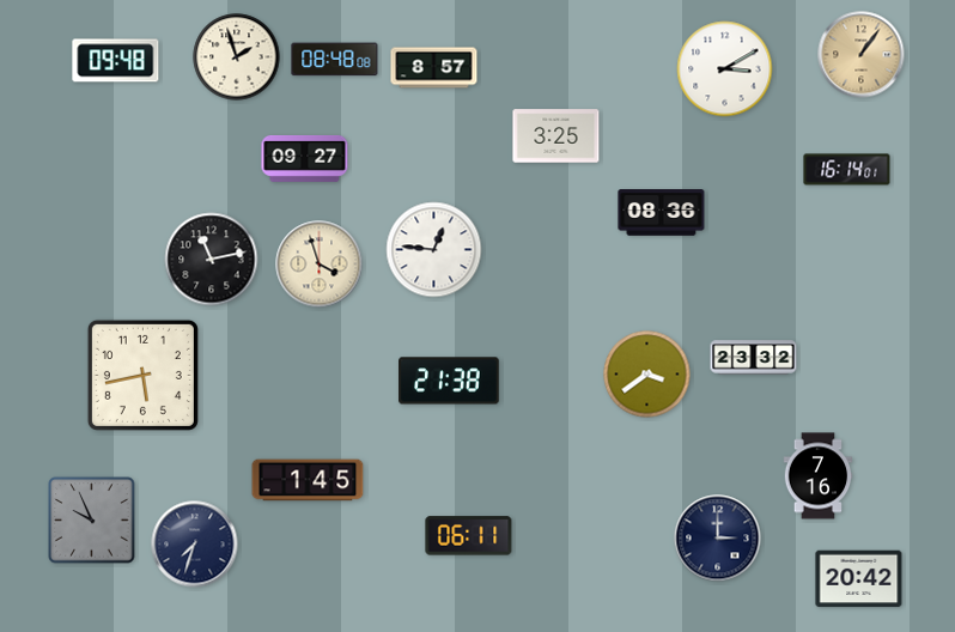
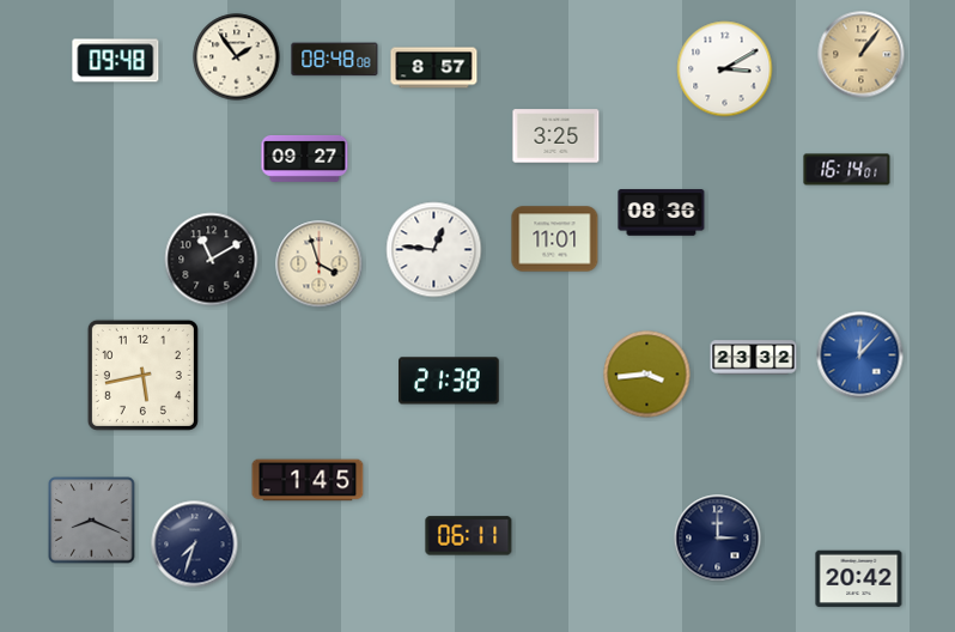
clock at (237, 57): 1:57 -> 1:54
clock at (555, 239): none -> 11:01
clock at (212, 260): 11:13 -> 11:10
clock at (860, 355): none -> 12:07
clock at (647, 375): 3:39 -> 3:44
clock at (819, 476): 7:16 -> none
clock at (92, 521): 9:56 -> 8:19
